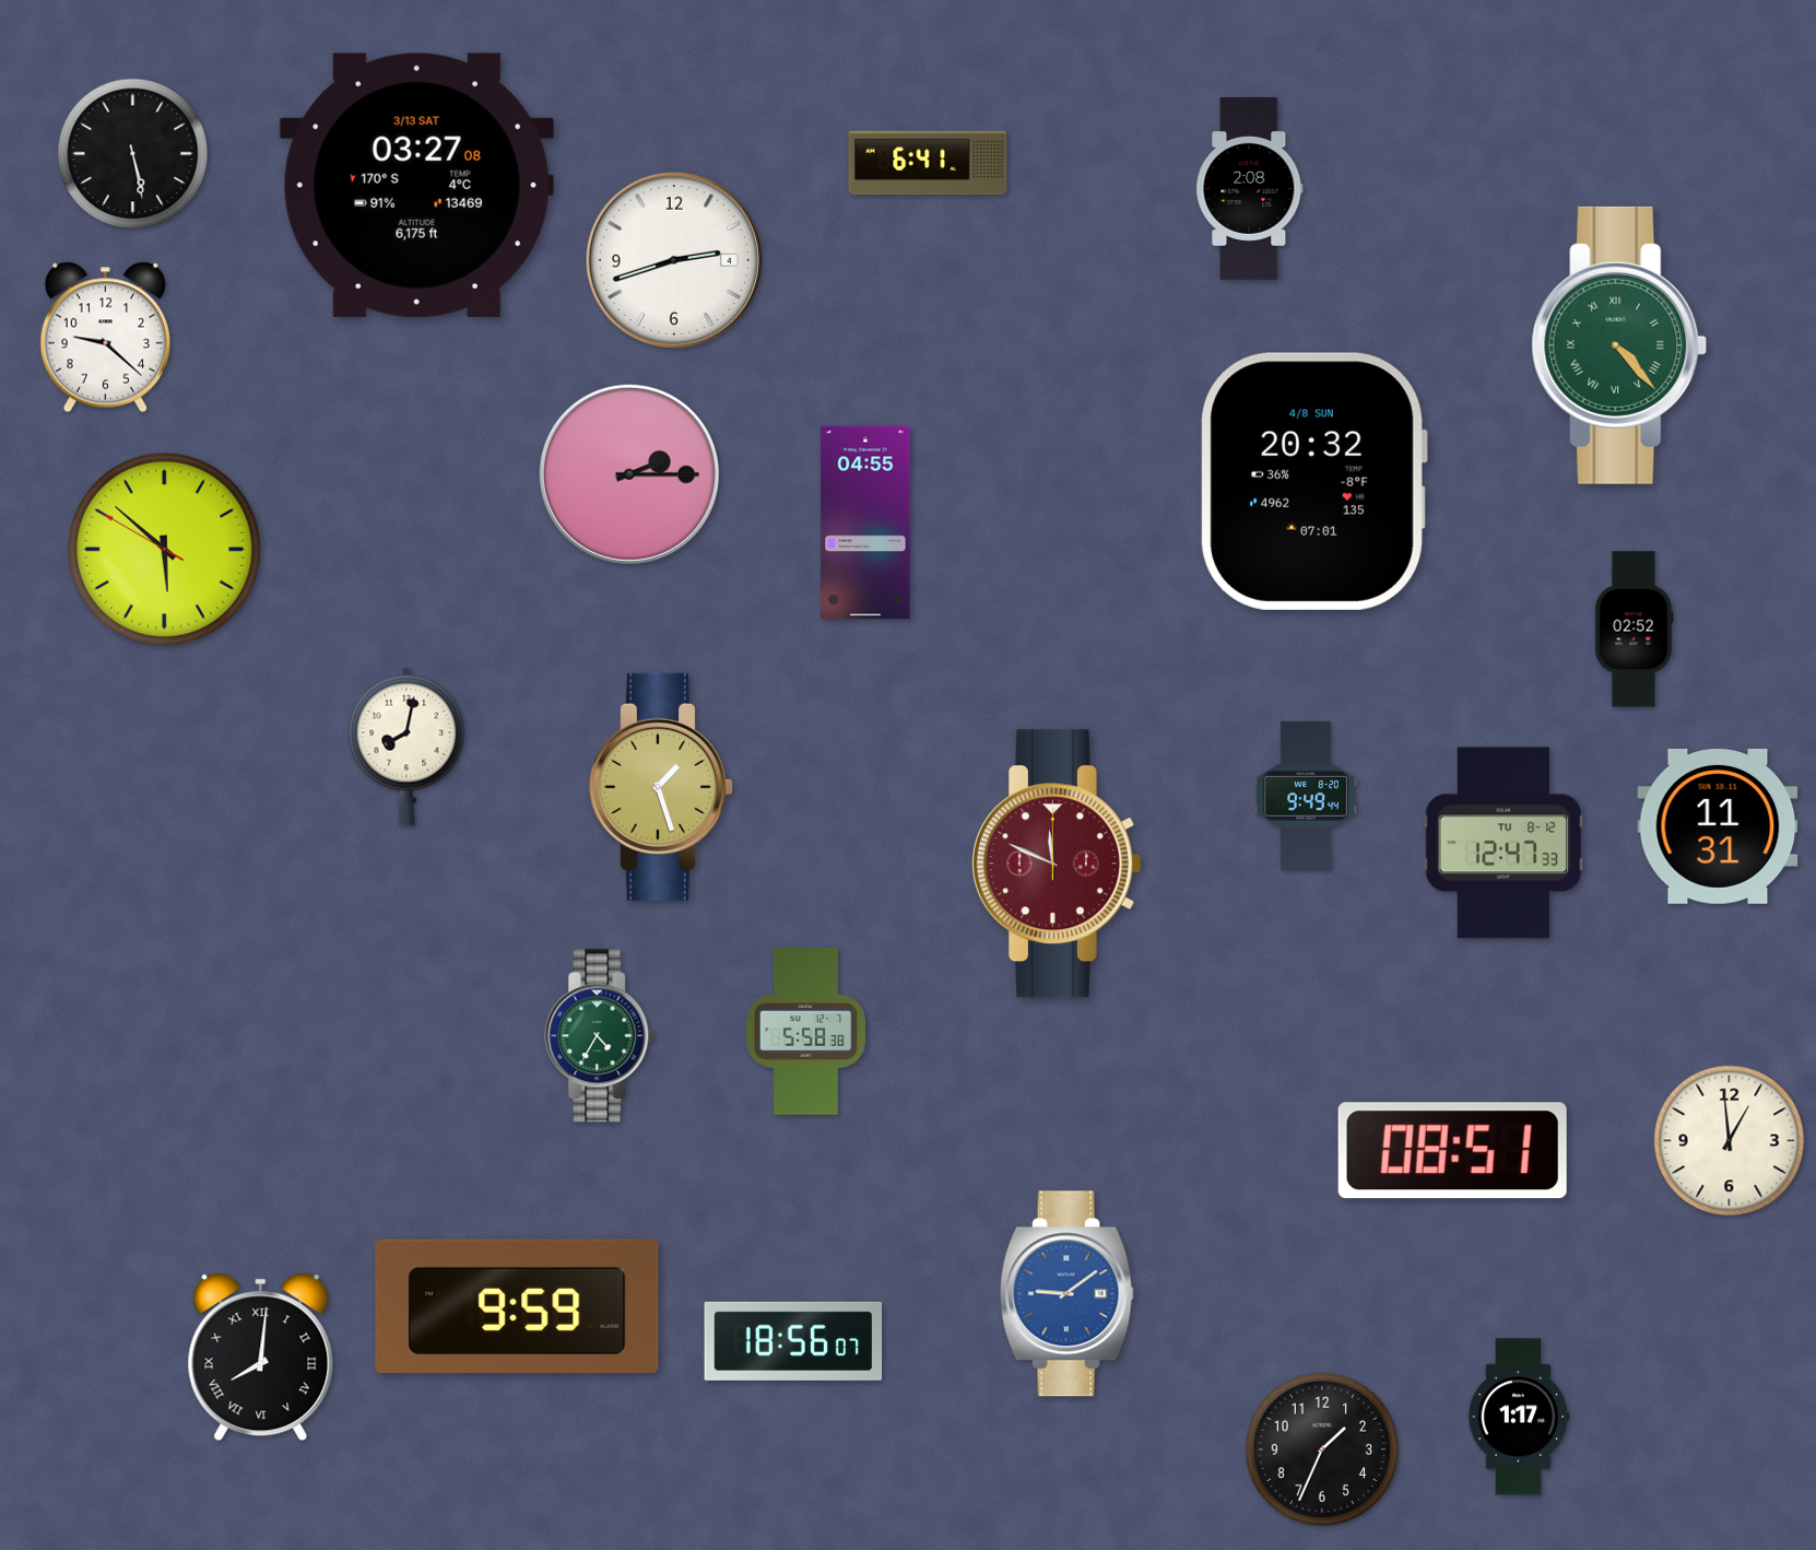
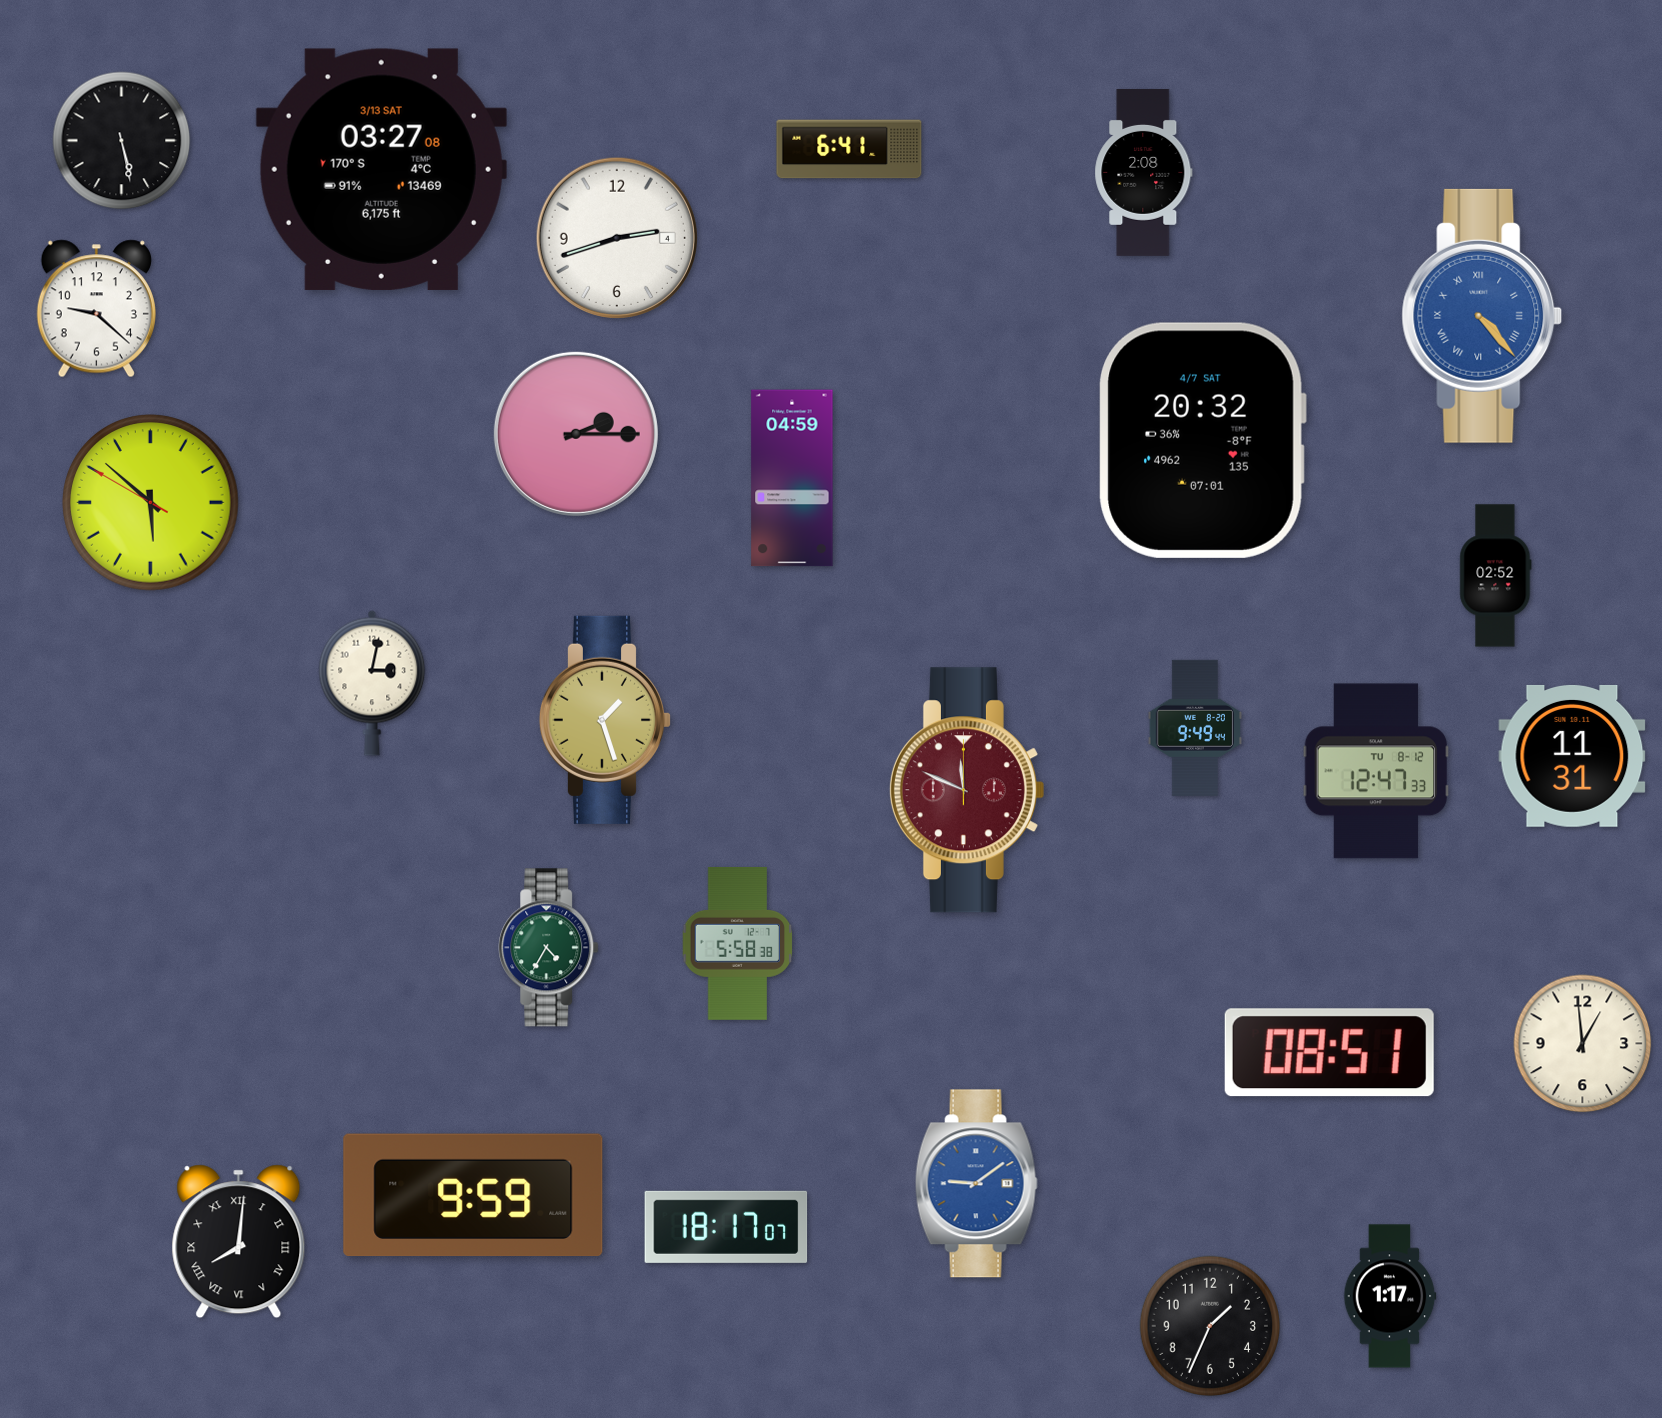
clock at (1619, 345) dial: green -> blue
clock at (1313, 481) date: 4/8 SUN -> 4/7 SAT
clock at (865, 522): 04:55 -> 04:59
clock at (406, 747): 8:02 -> 3:02
clock at (793, 1341): 18:56 -> 18:17
